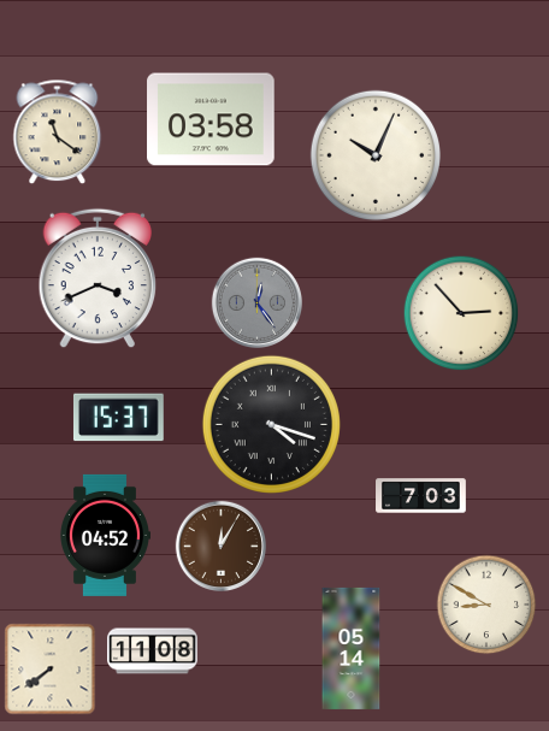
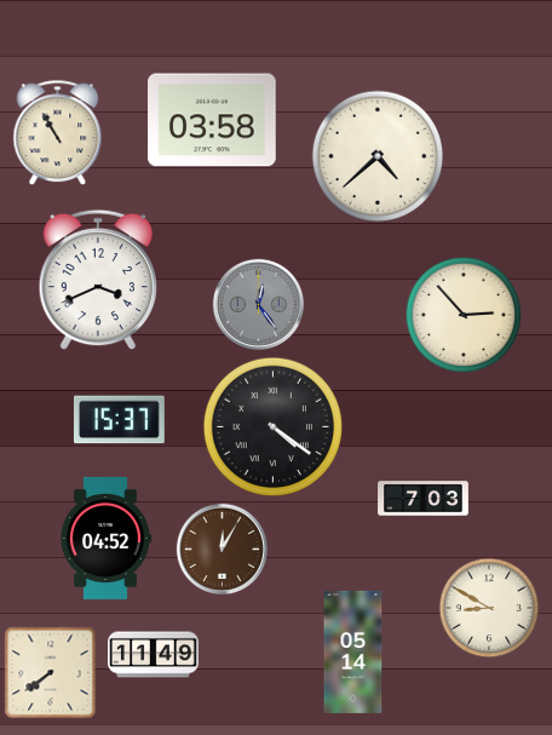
clock at (58, 132): 11:21 -> 10:55
clock at (374, 154): 10:04 -> 4:38
clock at (271, 424): 4:18 -> 4:21
clock at (153, 652): 11:08 -> 11:49
